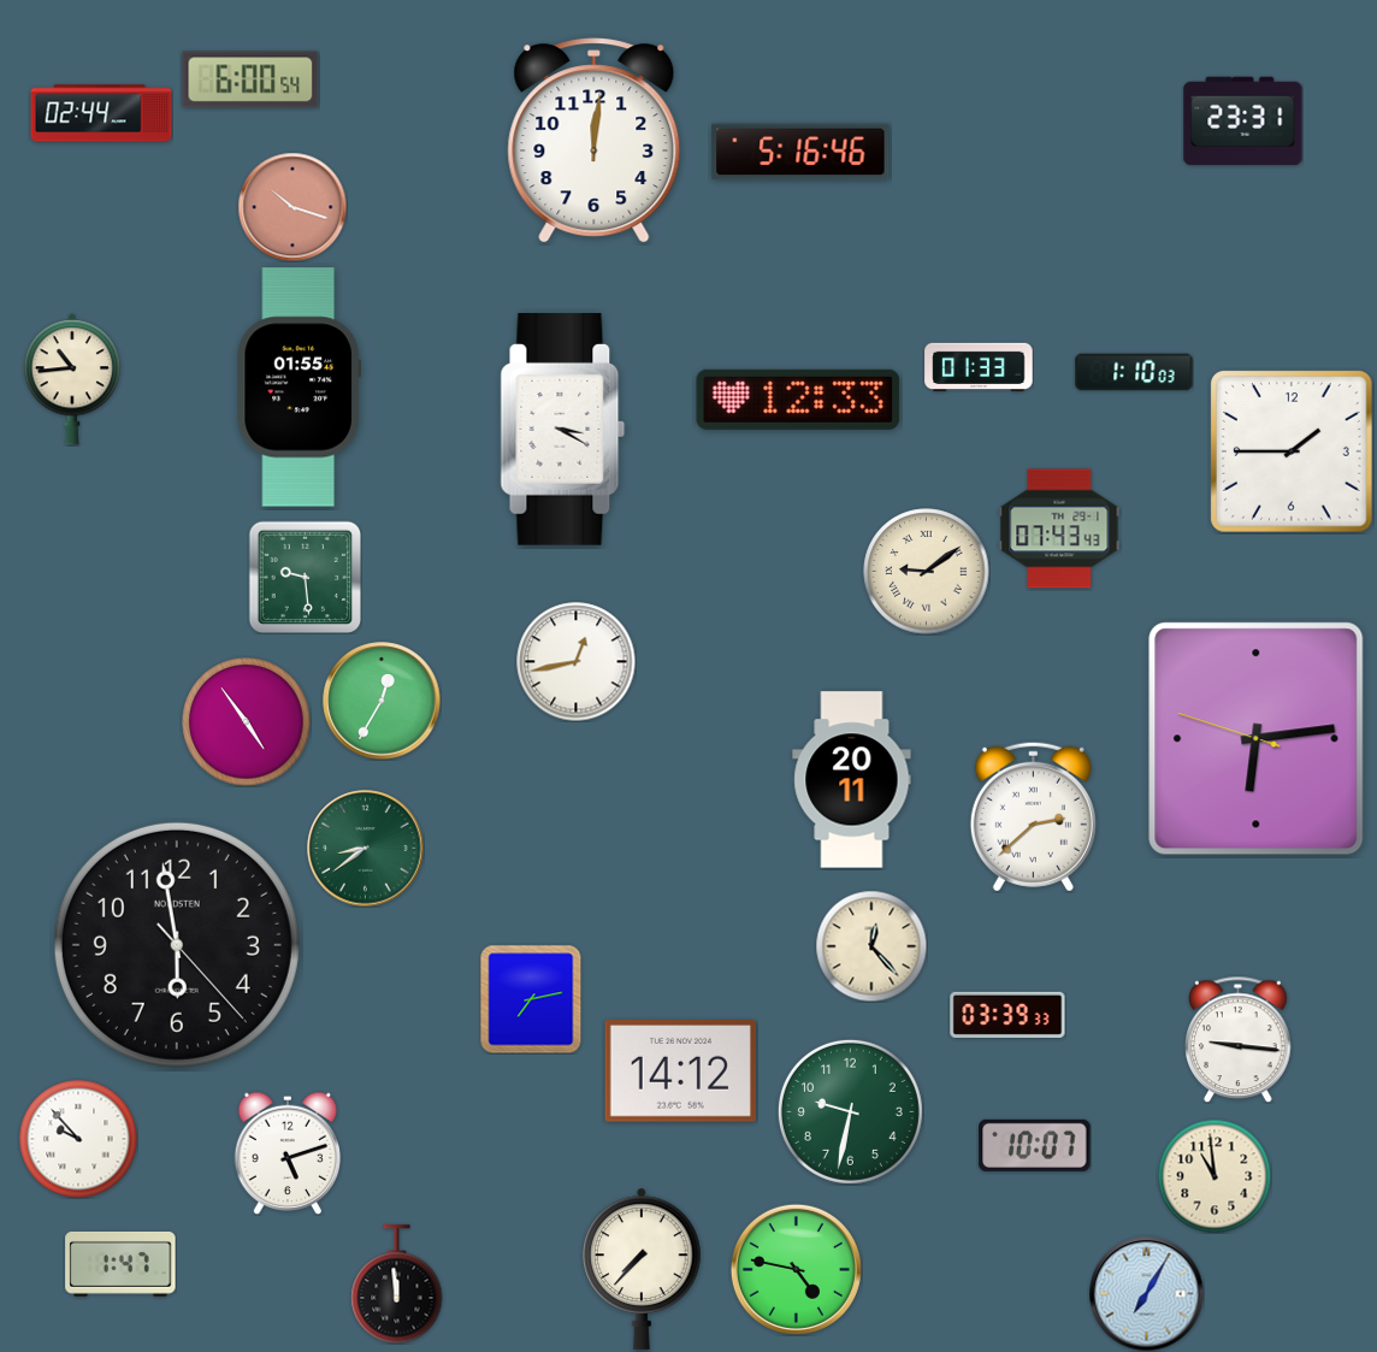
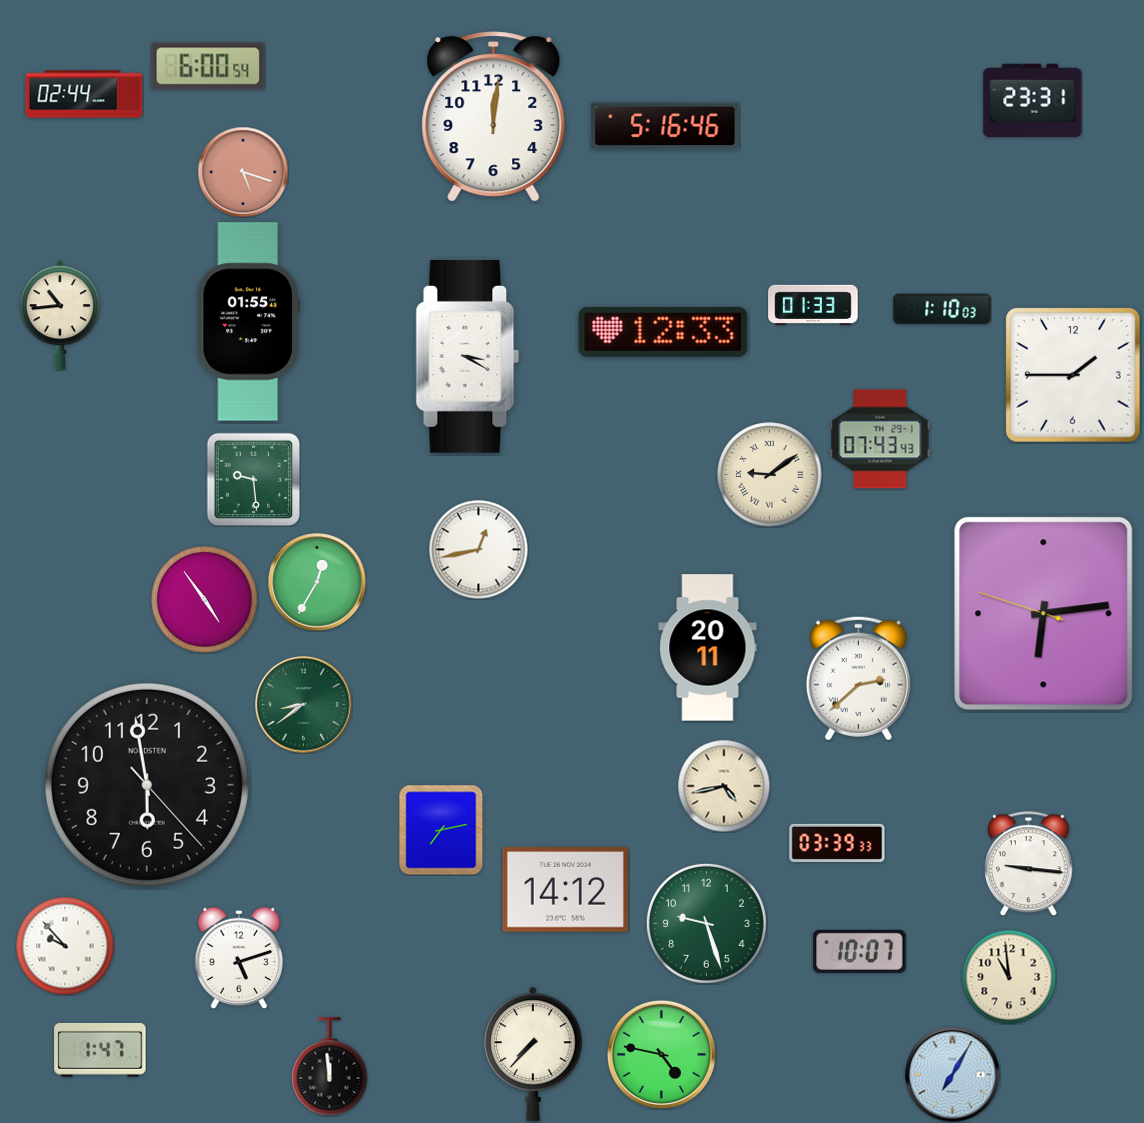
clock at (292, 207): 10:18 -> 5:18
clock at (871, 946): 12:23 -> 4:43
clock at (850, 1111): 9:32 -> 9:27
